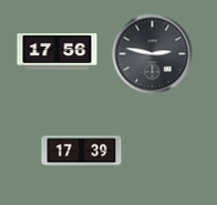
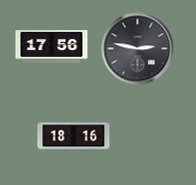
clock at (82, 152): 17:39 -> 18:16
